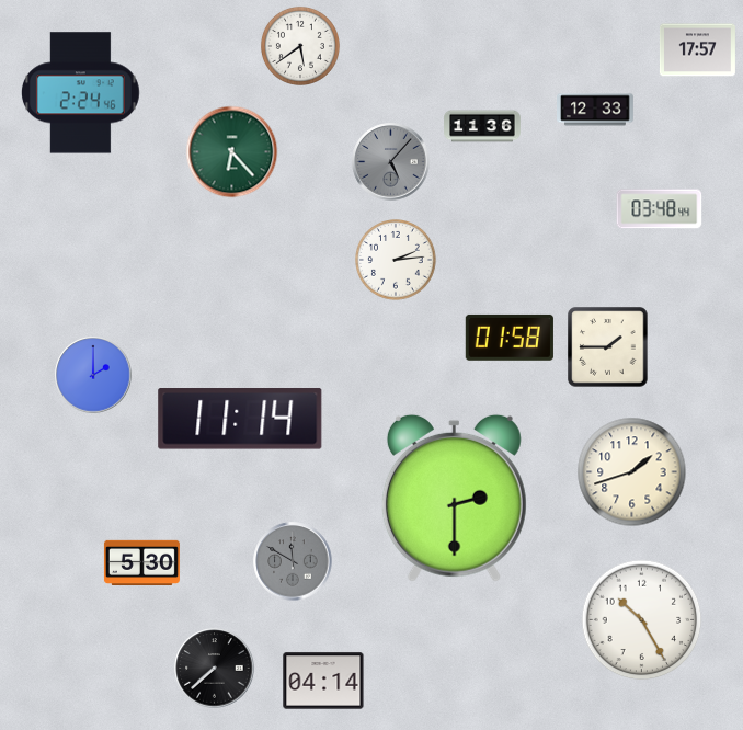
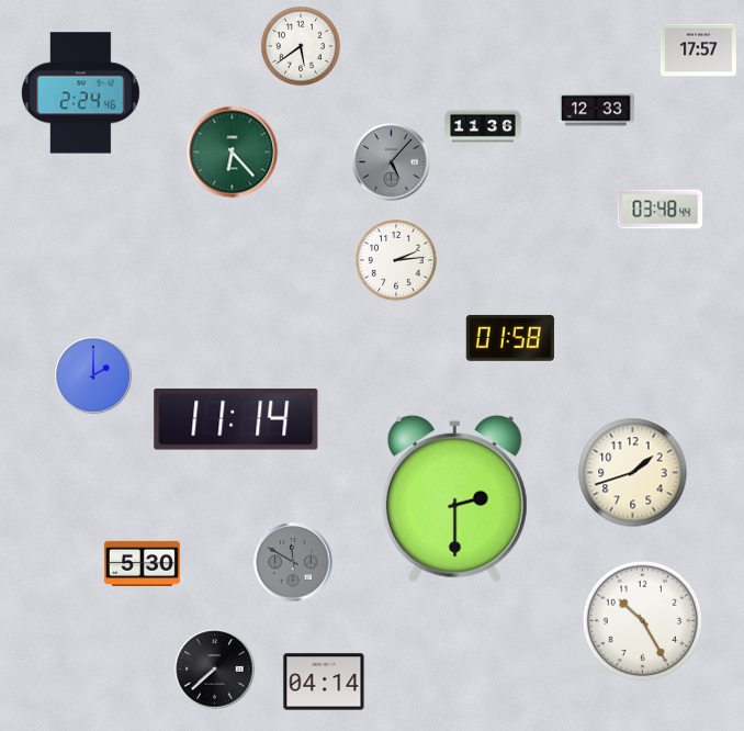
clock at (608, 347): 1:45 -> none
clock at (240, 420) position: (240, 420) -> (236, 420)
